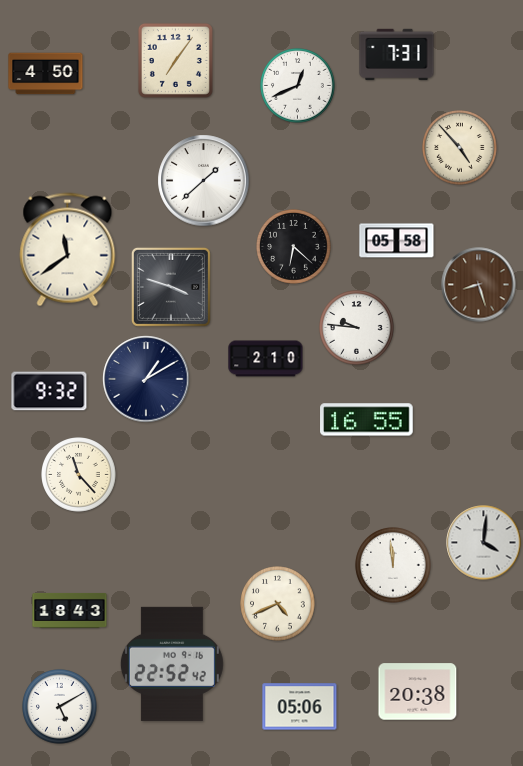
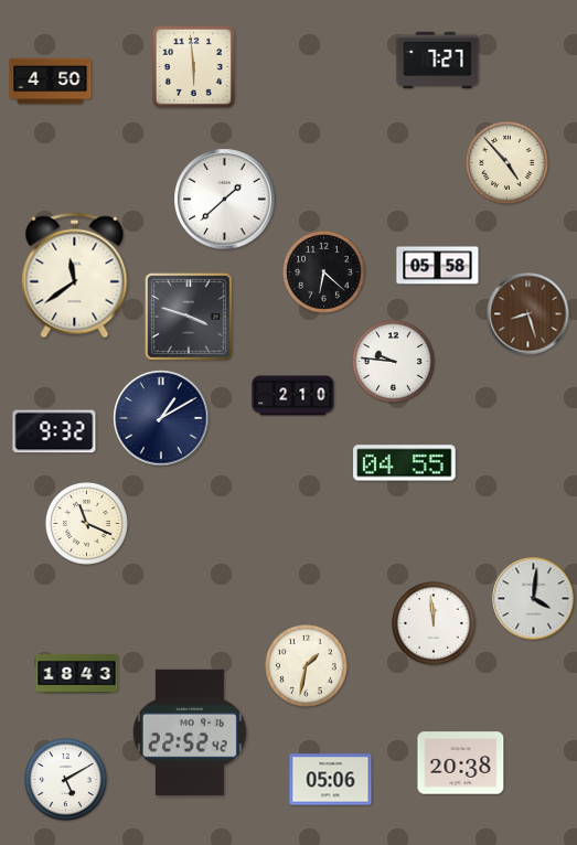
clock at (397, 55): 7:31 -> 7:27
clock at (175, 60): 7:06 -> 5:59
clock at (298, 86): 12:41 -> none
clock at (367, 420): 16:55 -> 04:55
clock at (79, 475): 11:23 -> 11:19
clock at (278, 604): 4:41 -> 1:32
